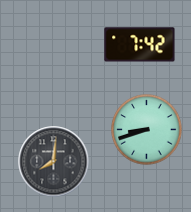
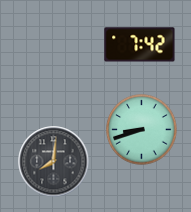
clock at (147, 130) position: (147, 130) -> (142, 130)
